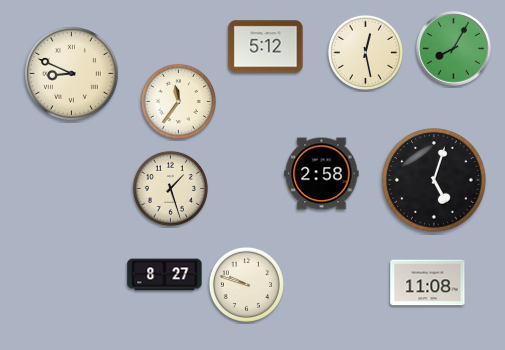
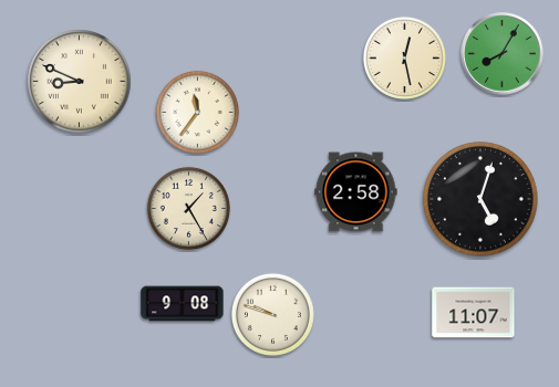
clock at (266, 47): 5:12 -> none
clock at (170, 188): 1:27 -> 1:25
clock at (165, 275): 8:27 -> 9:08
clock at (428, 283): 11:08 -> 11:07
